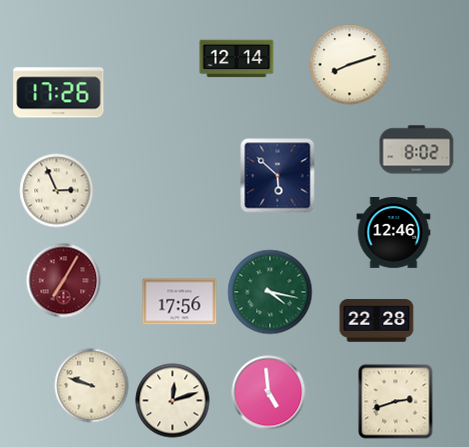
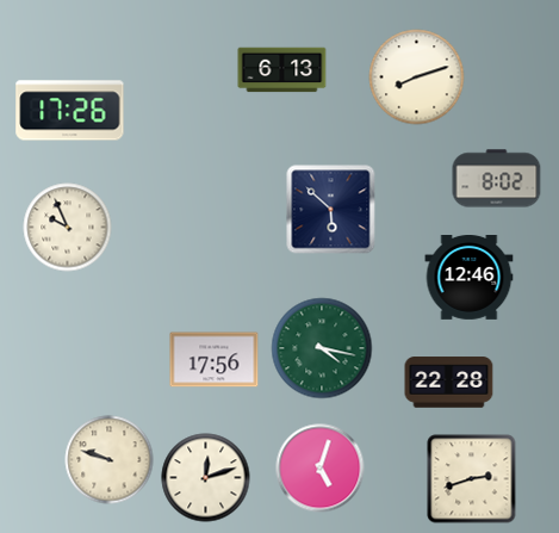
clock at (237, 59): 12:14 -> 6:13
clock at (57, 191): 2:56 -> 9:56
clock at (64, 281): 7:05 -> none
clock at (269, 393): 4:59 -> 5:03
